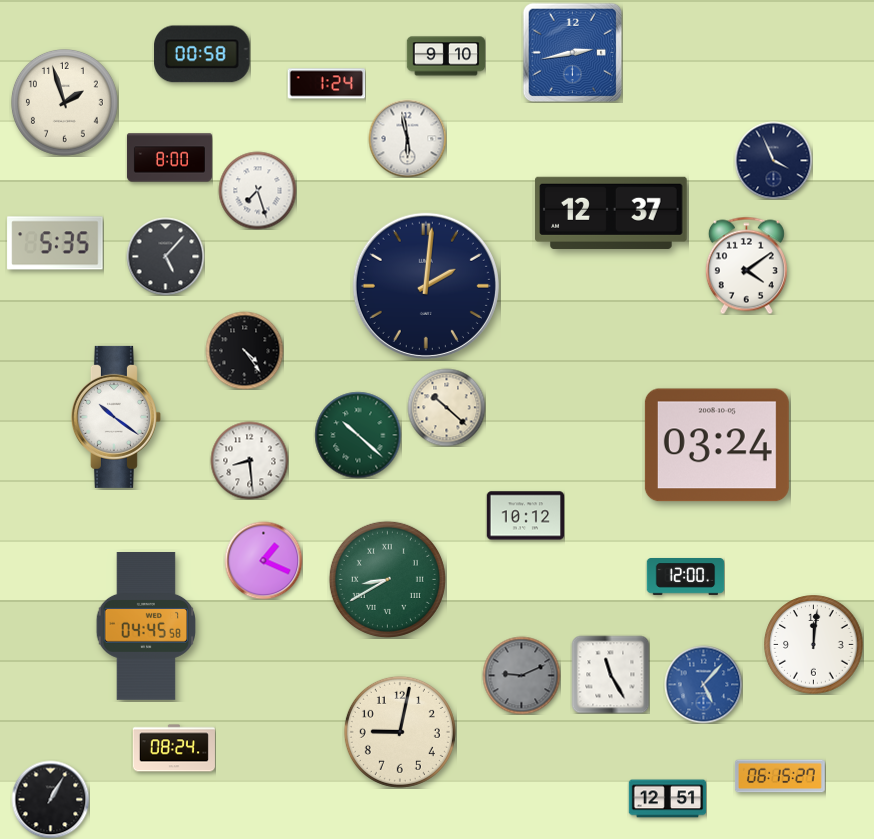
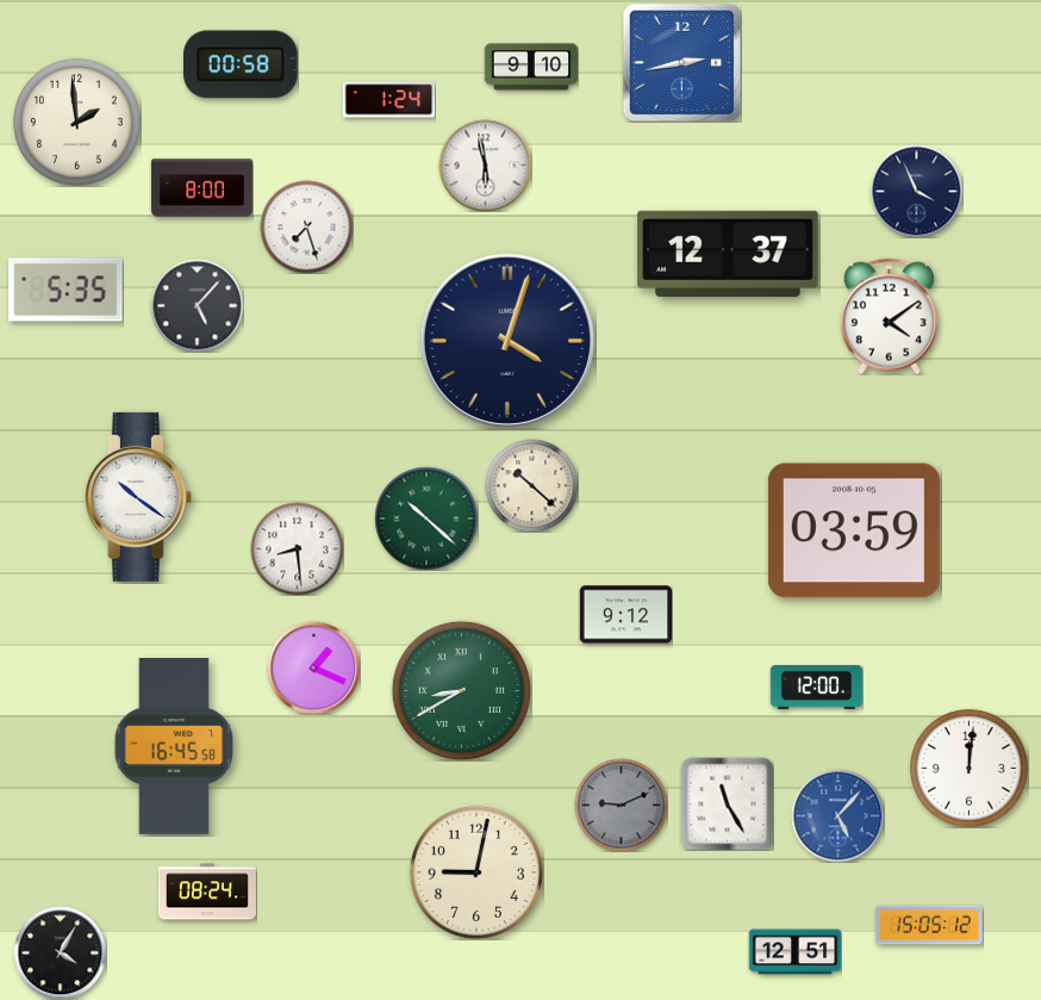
clock at (64, 102): 1:57 -> 1:59
clock at (773, 160) position: (773, 160) -> (916, 191)
clock at (426, 286): 2:01 -> 4:03
clock at (244, 350): 4:24 -> none
clock at (717, 445): 03:24 -> 03:59
clock at (525, 516): 10:12 -> 9:12
clock at (146, 627): 04:45 -> 16:45
clock at (780, 776): 06:15 -> 15:05
clock at (50, 799): 1:05 -> 4:05
